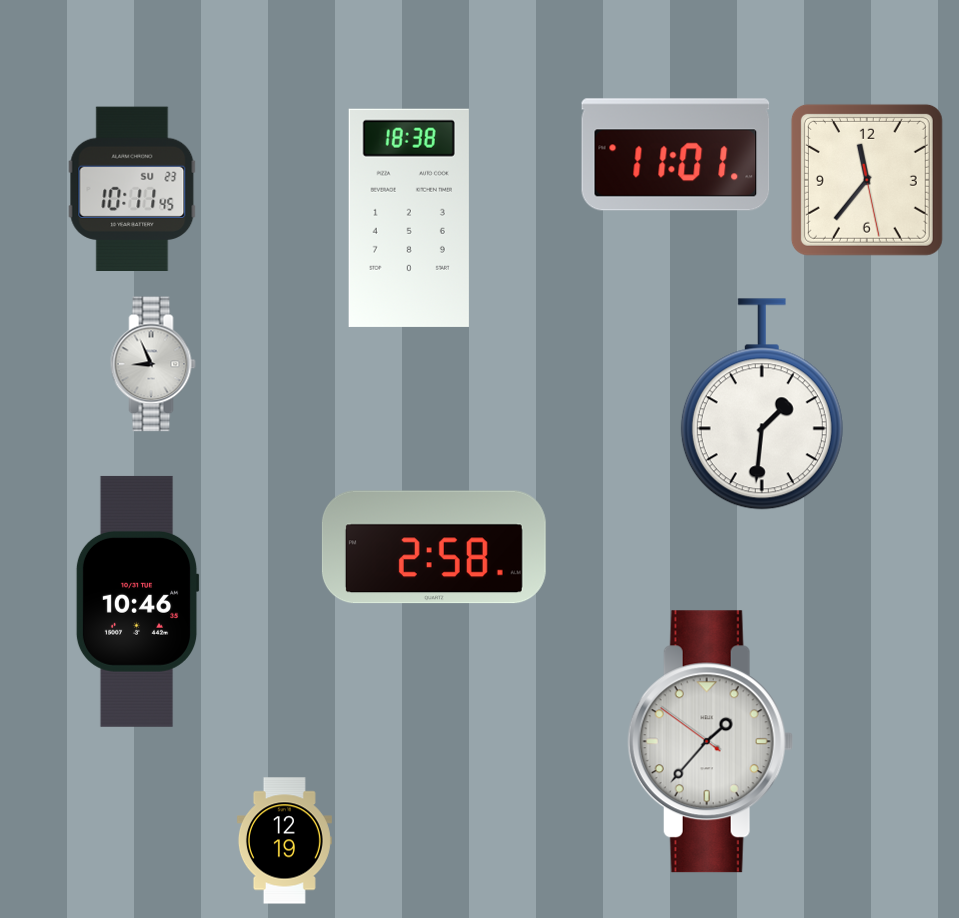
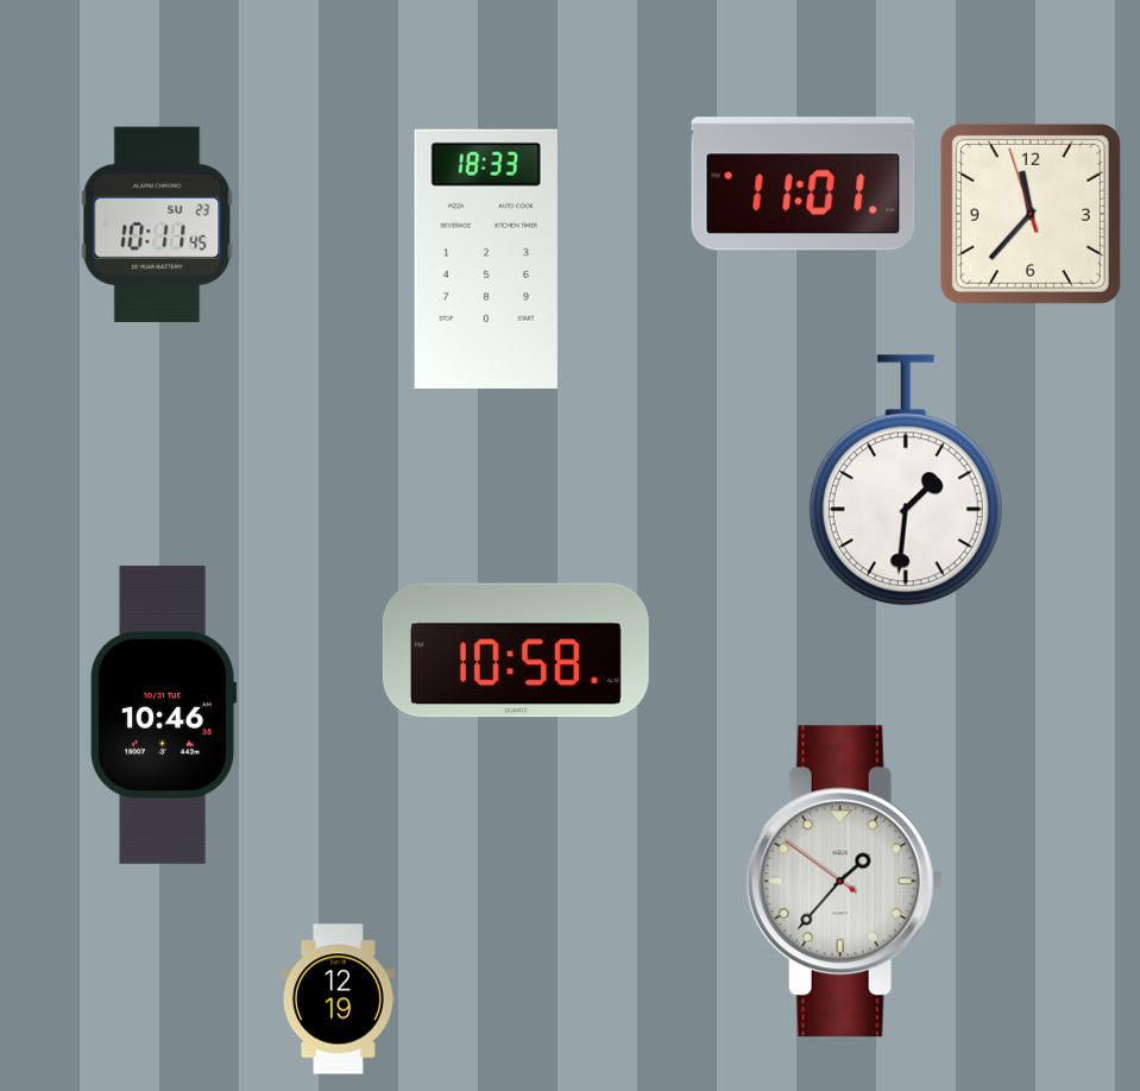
clock at (867, 180): 11:36:28 -> 11:36:57
clock at (409, 218): 18:38 -> 18:33
clock at (153, 364): 8:56 -> none
clock at (434, 547): 2:58 -> 10:58
